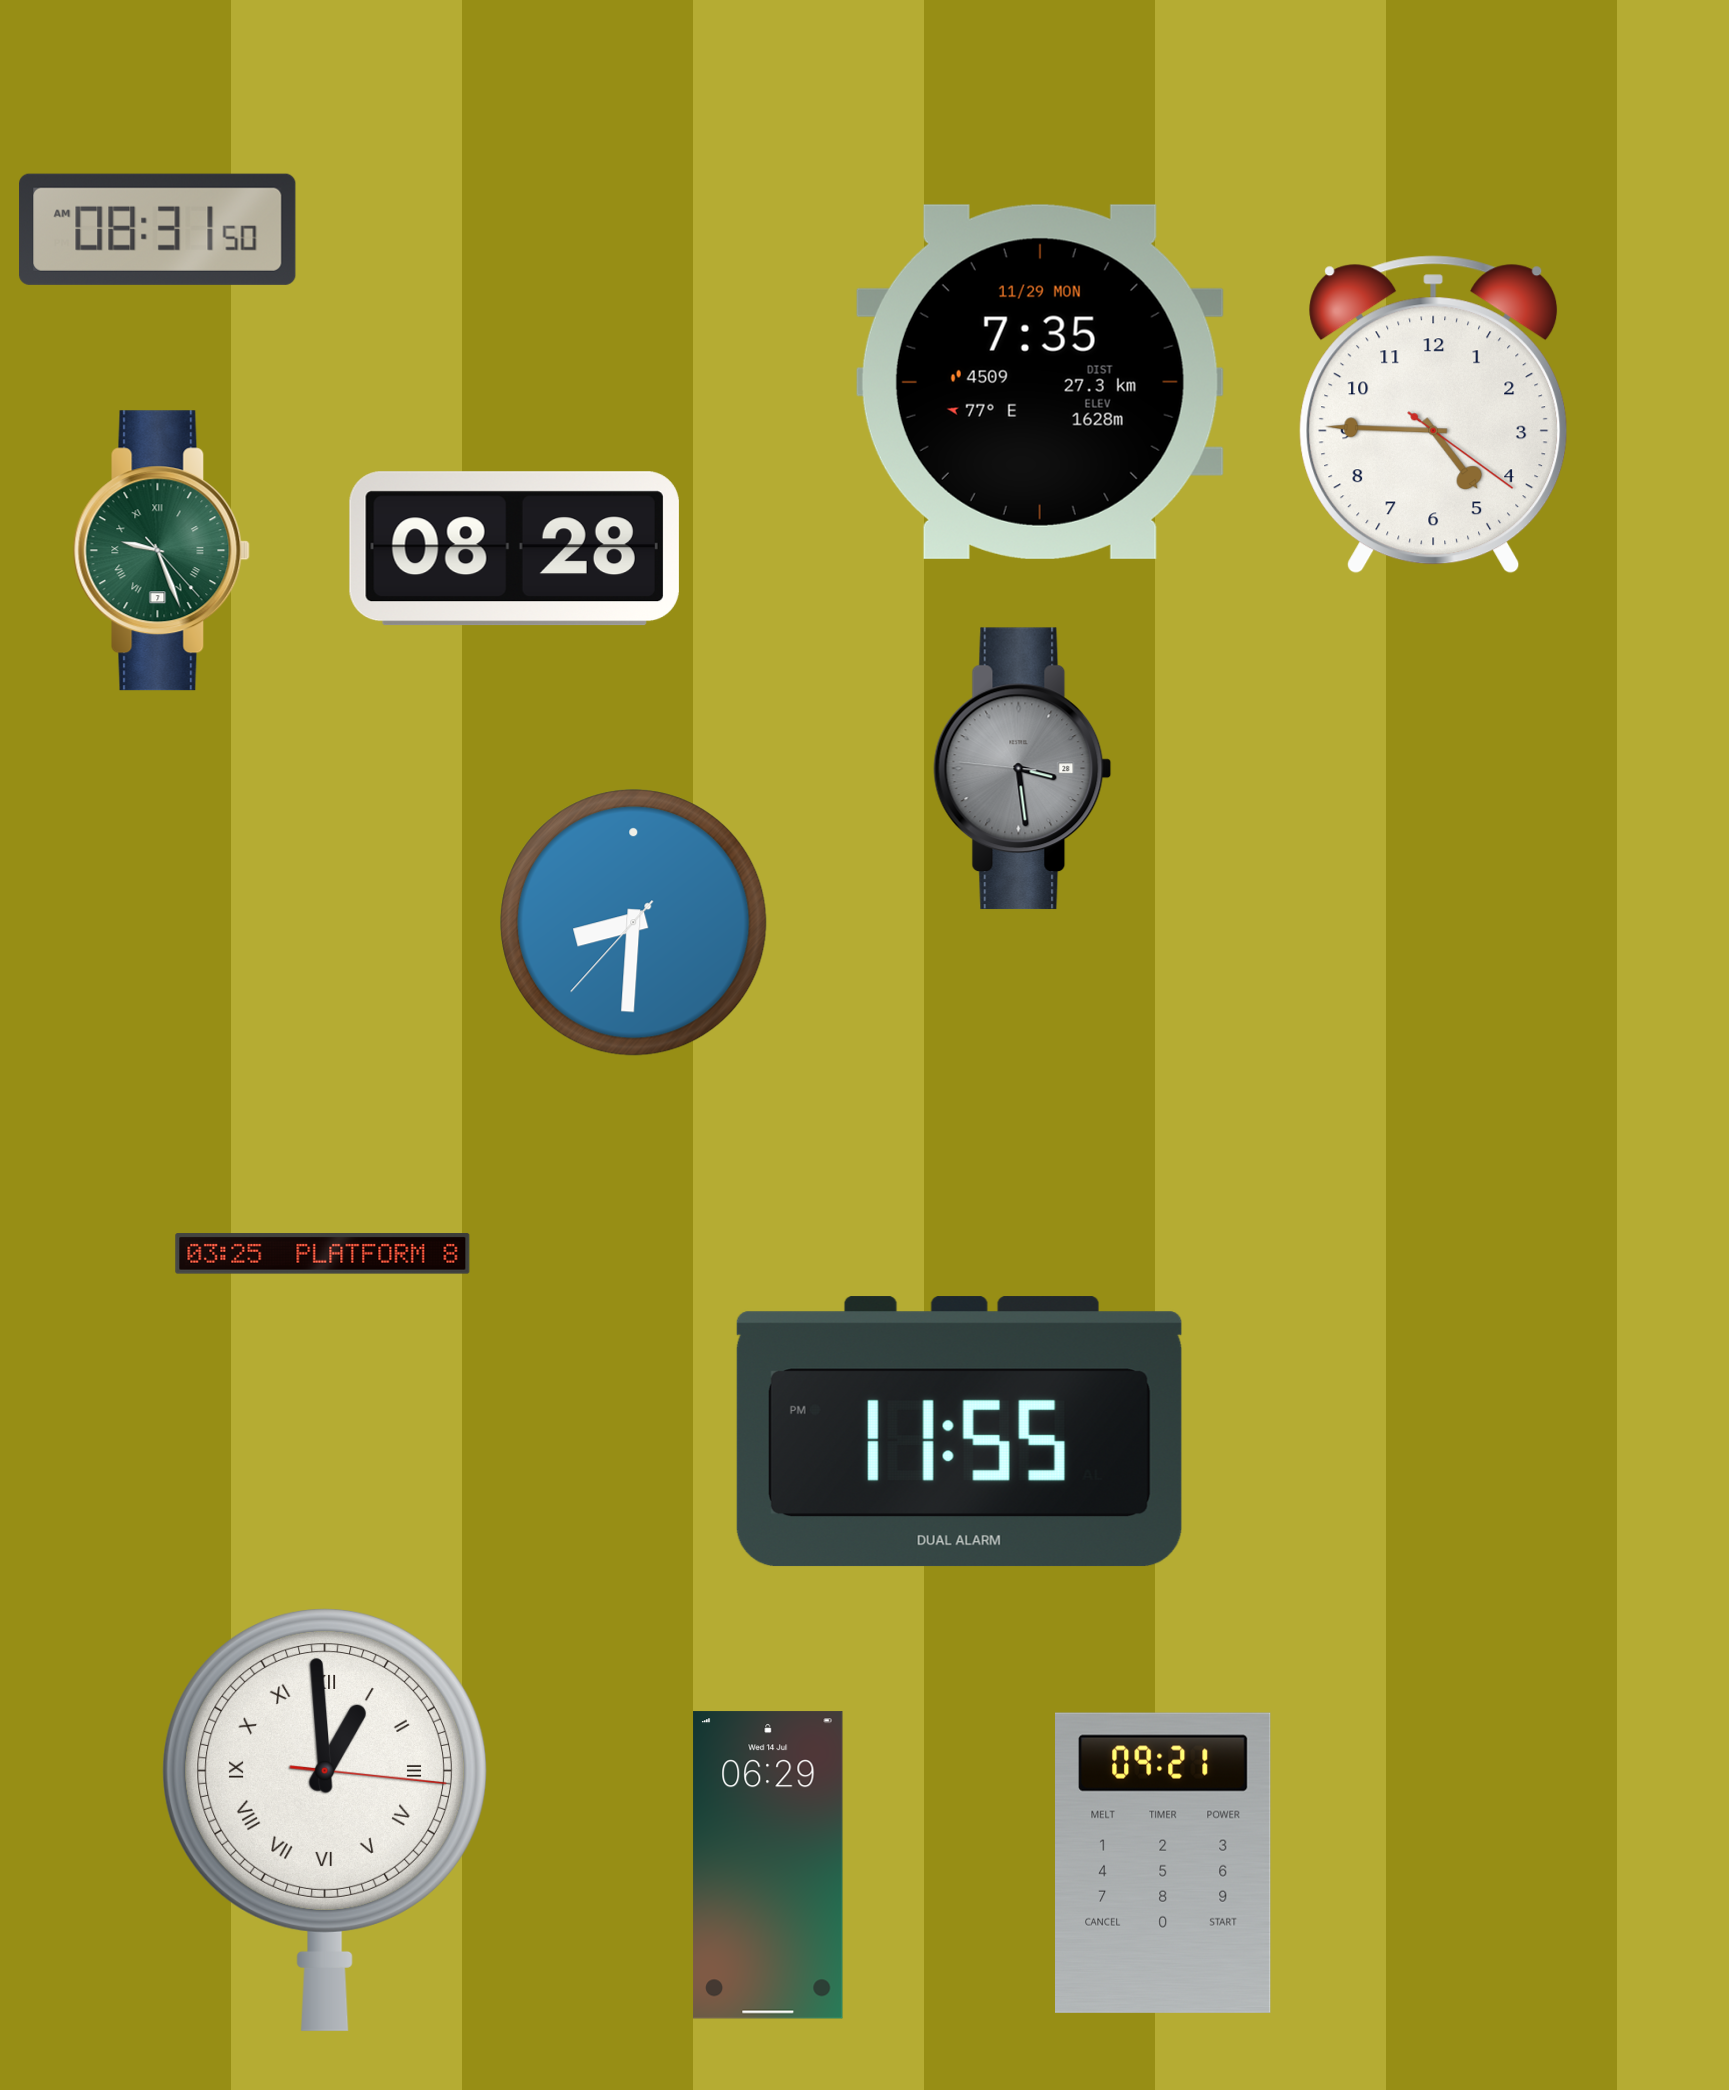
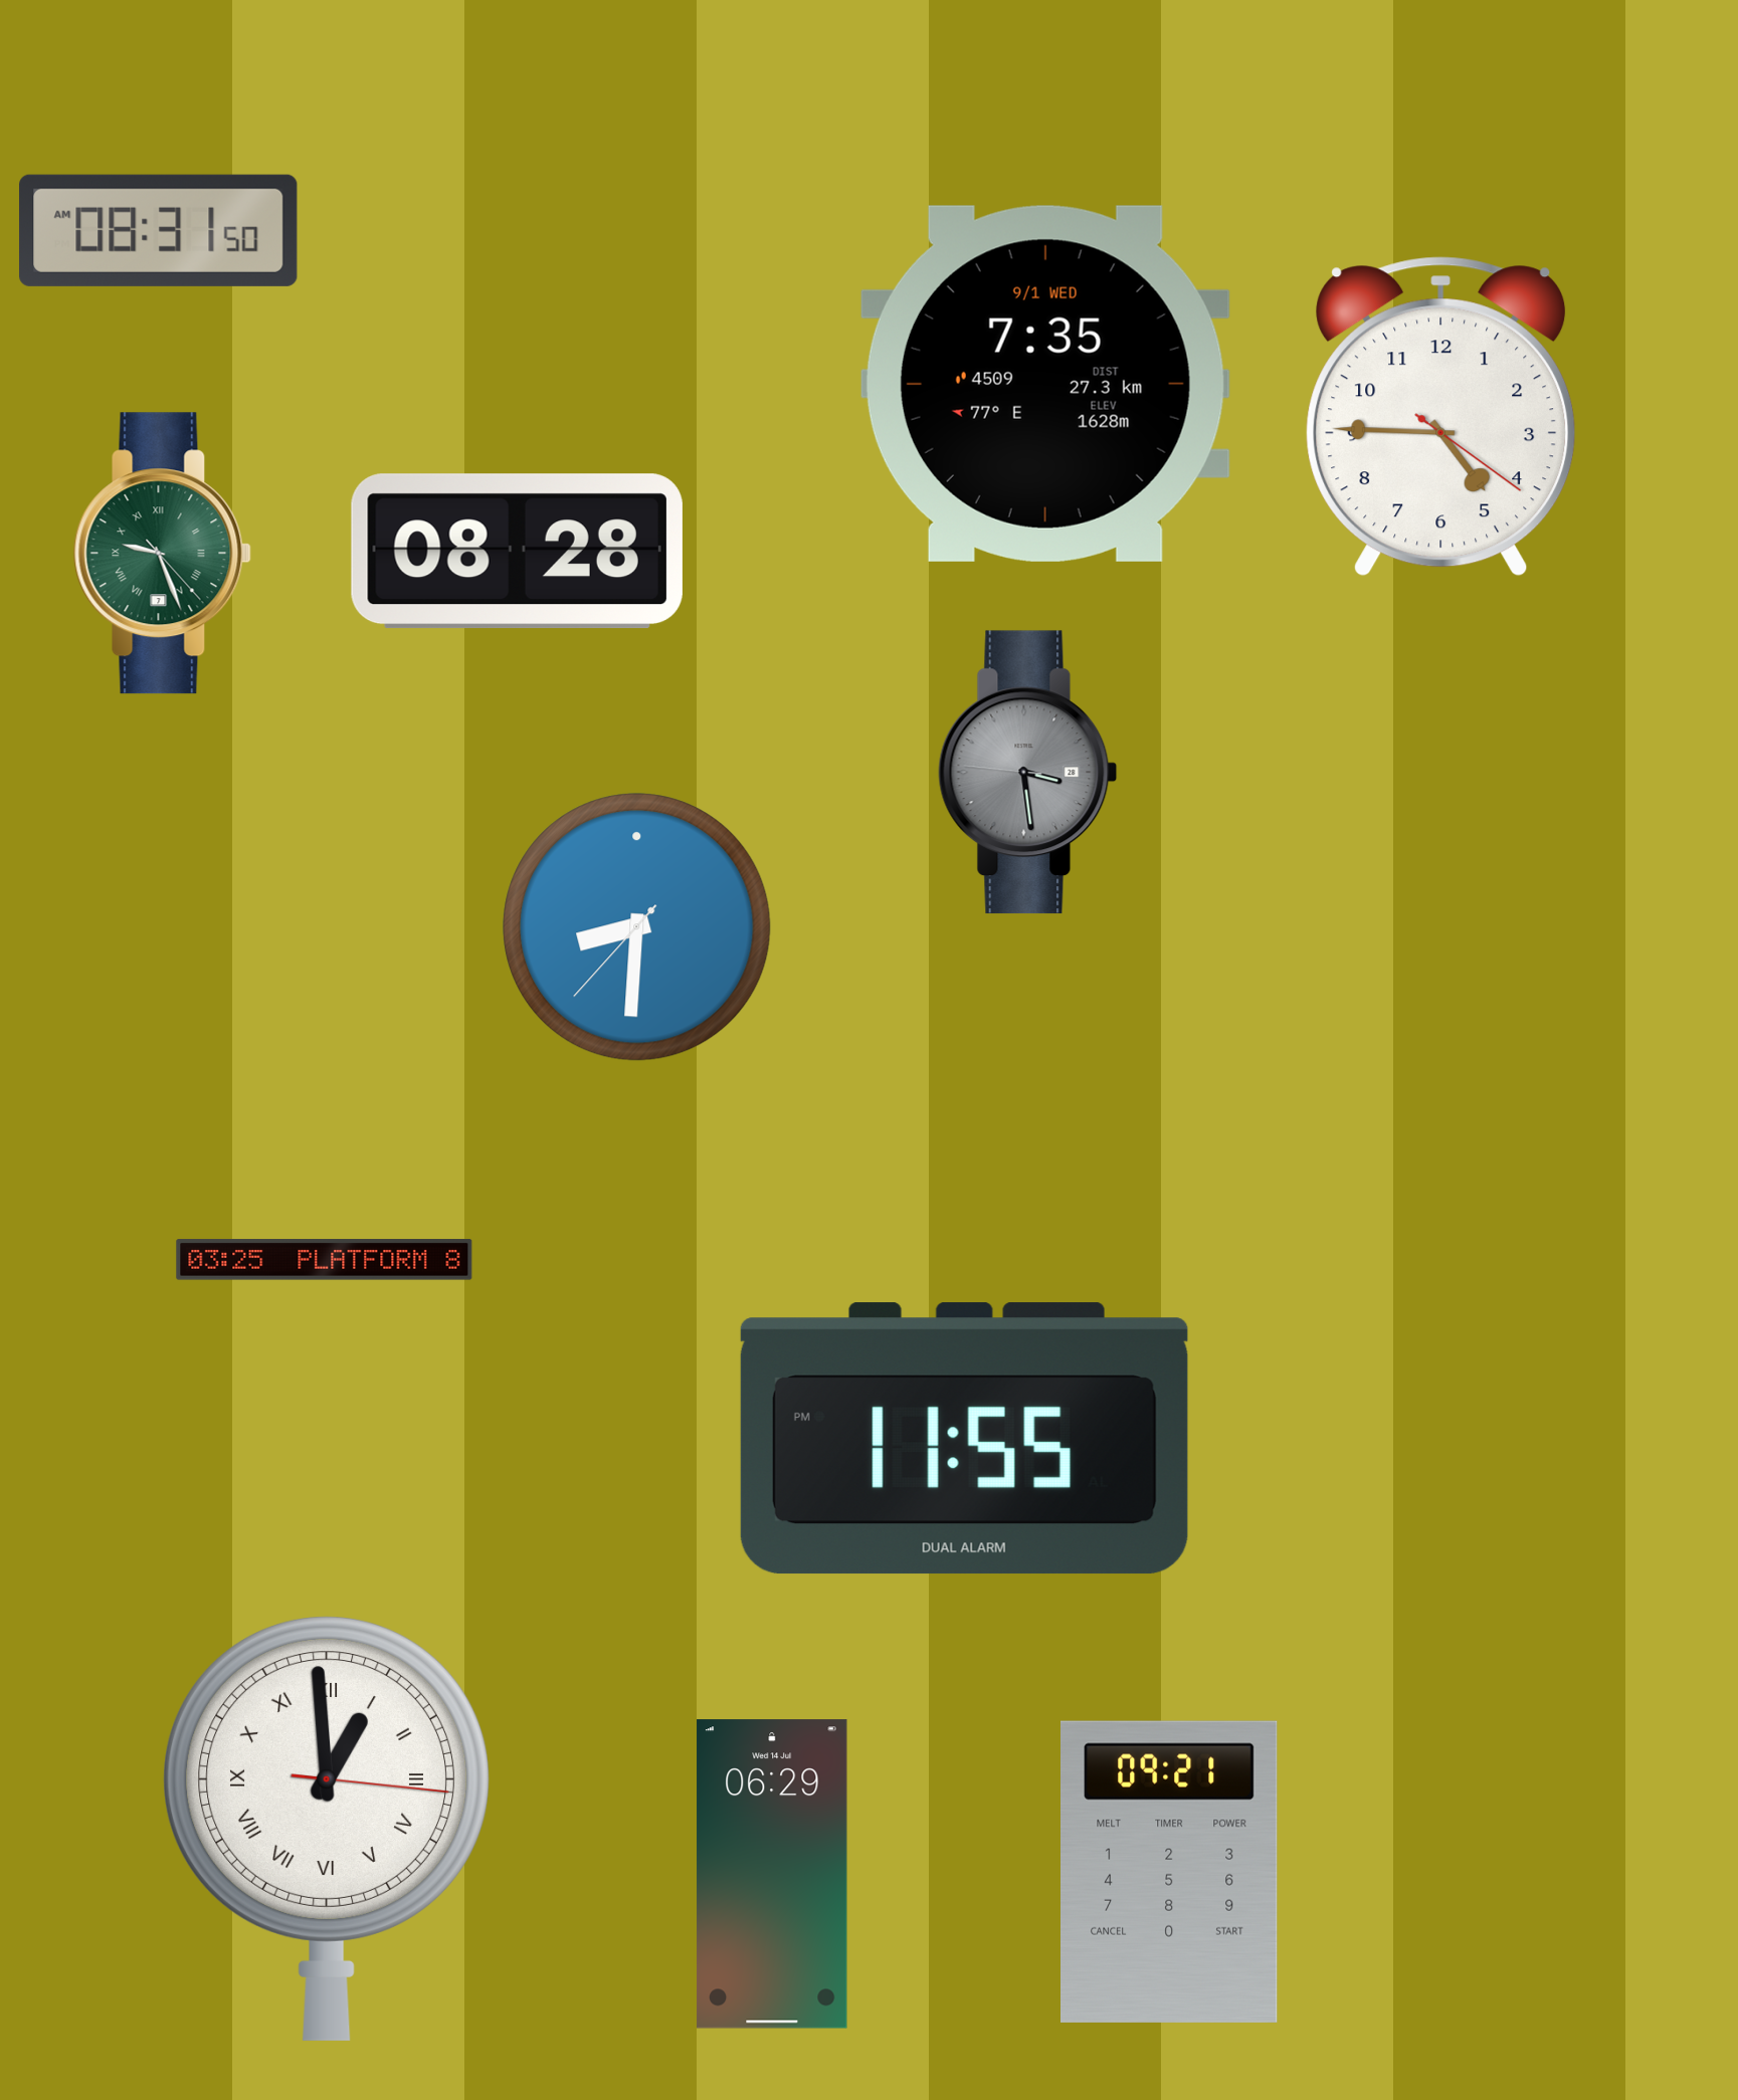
clock at (1040, 382) date: 11/29 MON -> 9/1 WED
